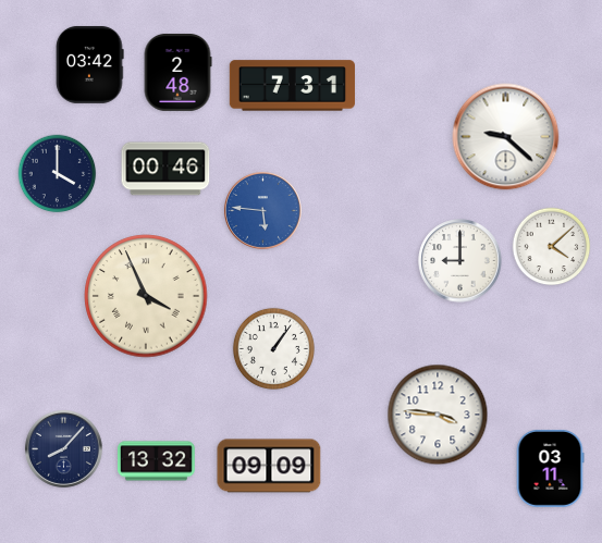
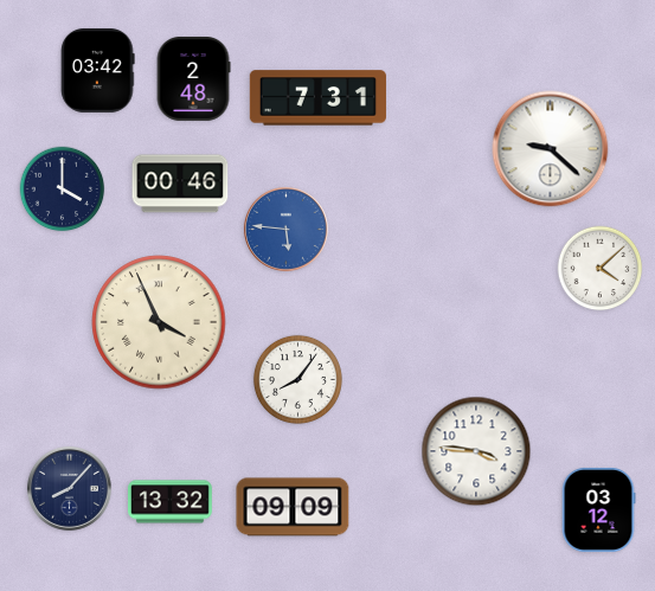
clock at (292, 86) position: (292, 86) -> (317, 98)
clock at (460, 261): 9:00 -> none
clock at (273, 348): 1:06 -> 8:06
clock at (550, 468): 03:11 -> 03:12
